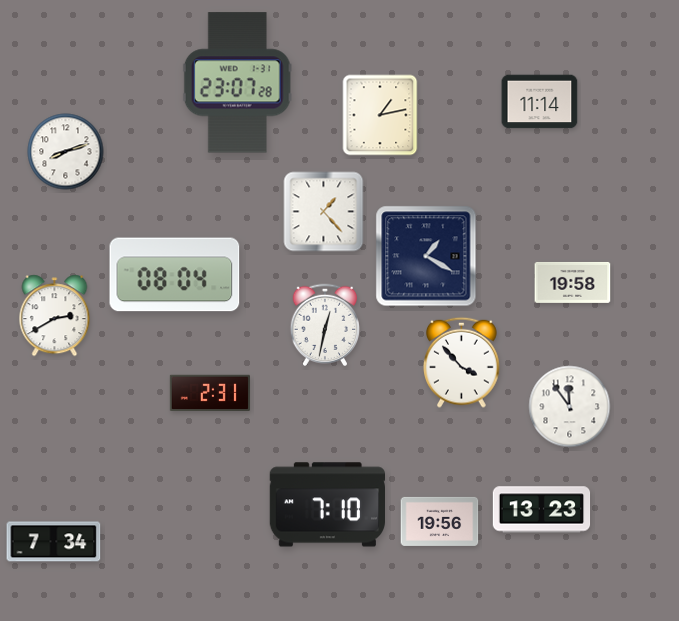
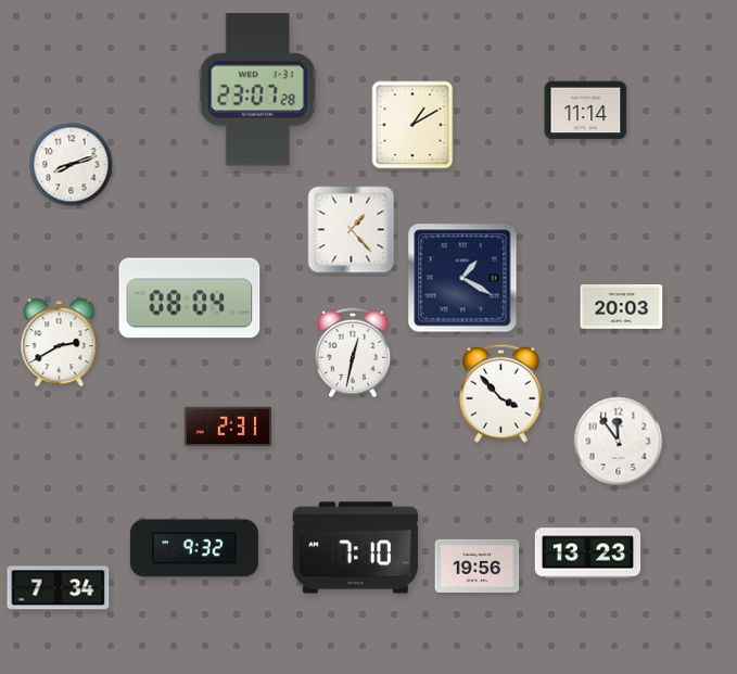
clock at (380, 115): 1:13 -> 1:10
clock at (573, 282): 19:58 -> 20:03
clock at (194, 548): none -> 9:32
